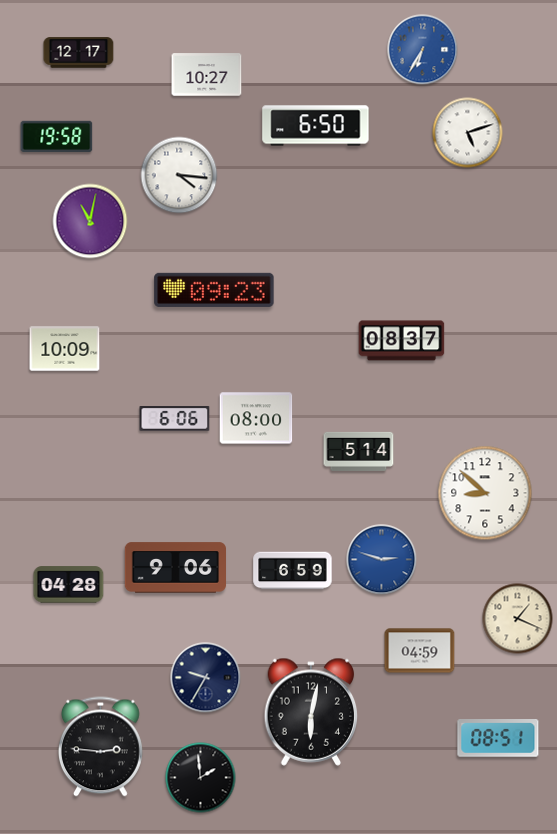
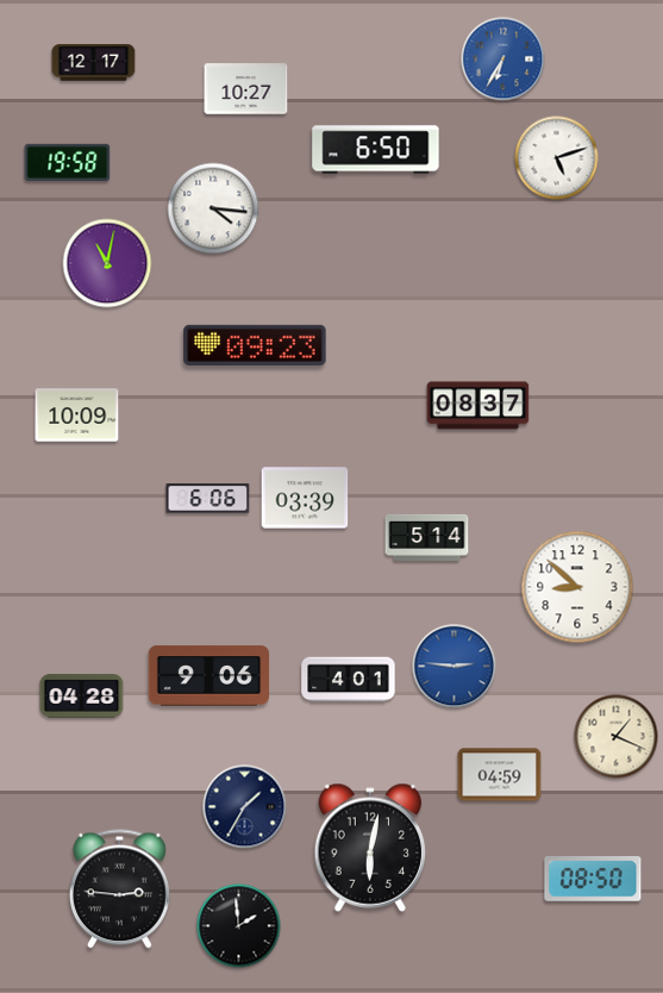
clock at (256, 418): 08:00 -> 03:39
clock at (382, 560): 2:48 -> 2:46
clock at (293, 571): 6:59 -> 4:01
clock at (206, 678): 9:35 -> 1:35
clock at (498, 739): 08:51 -> 08:50
